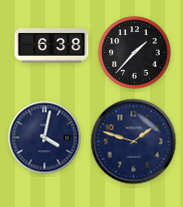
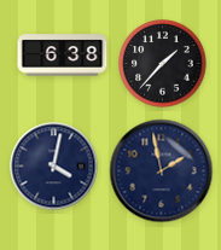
clock at (134, 142): 1:48 -> 1:58
